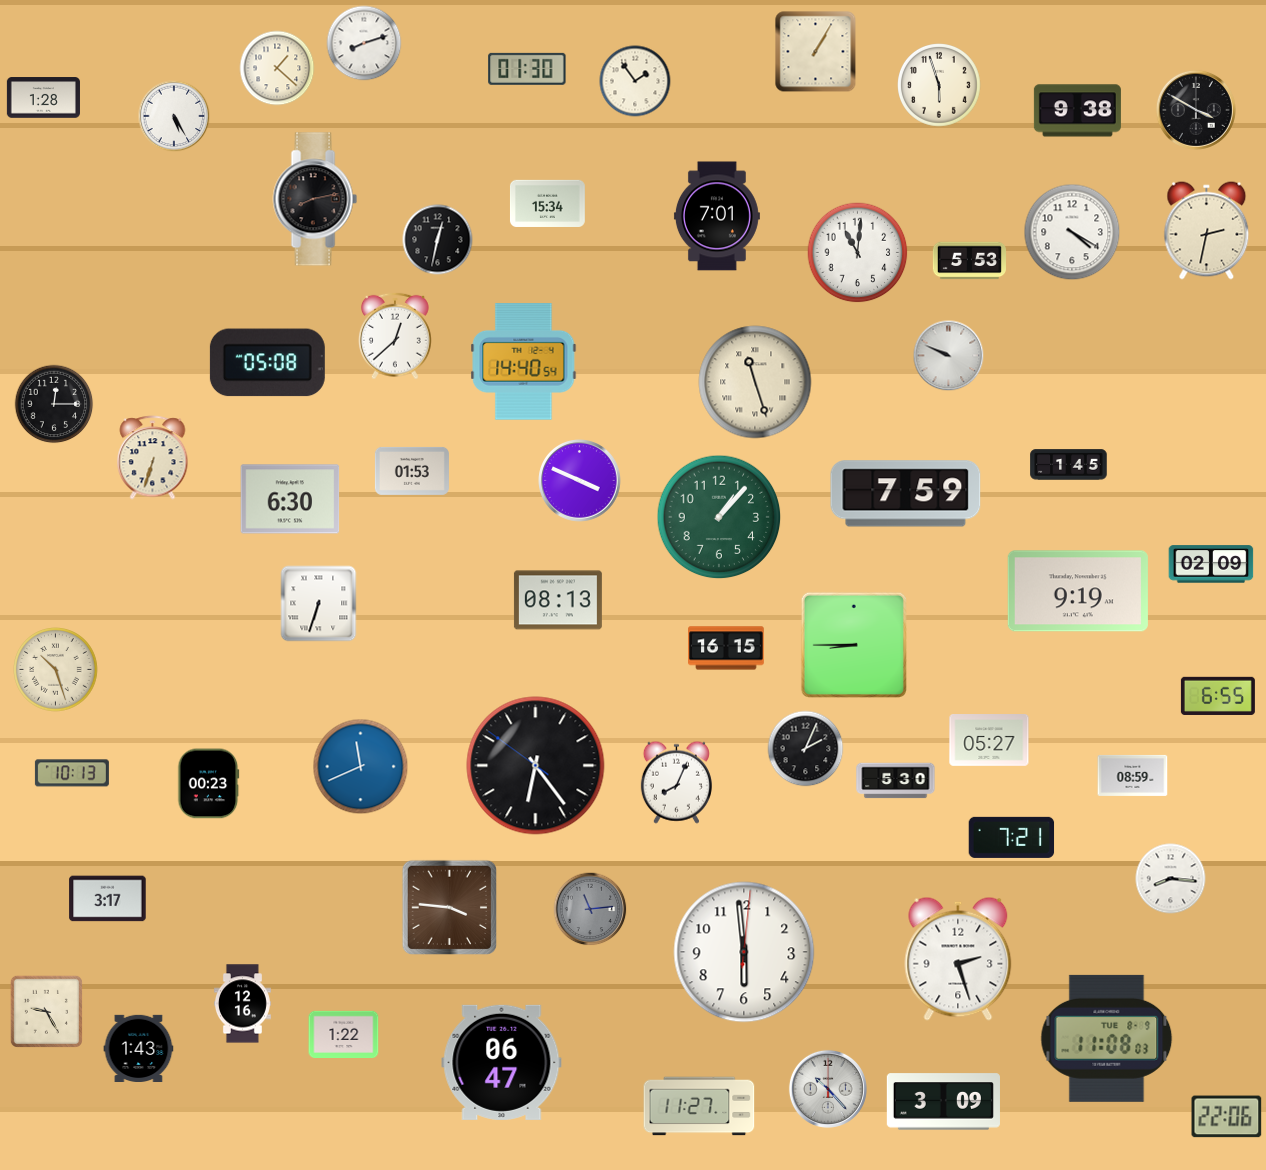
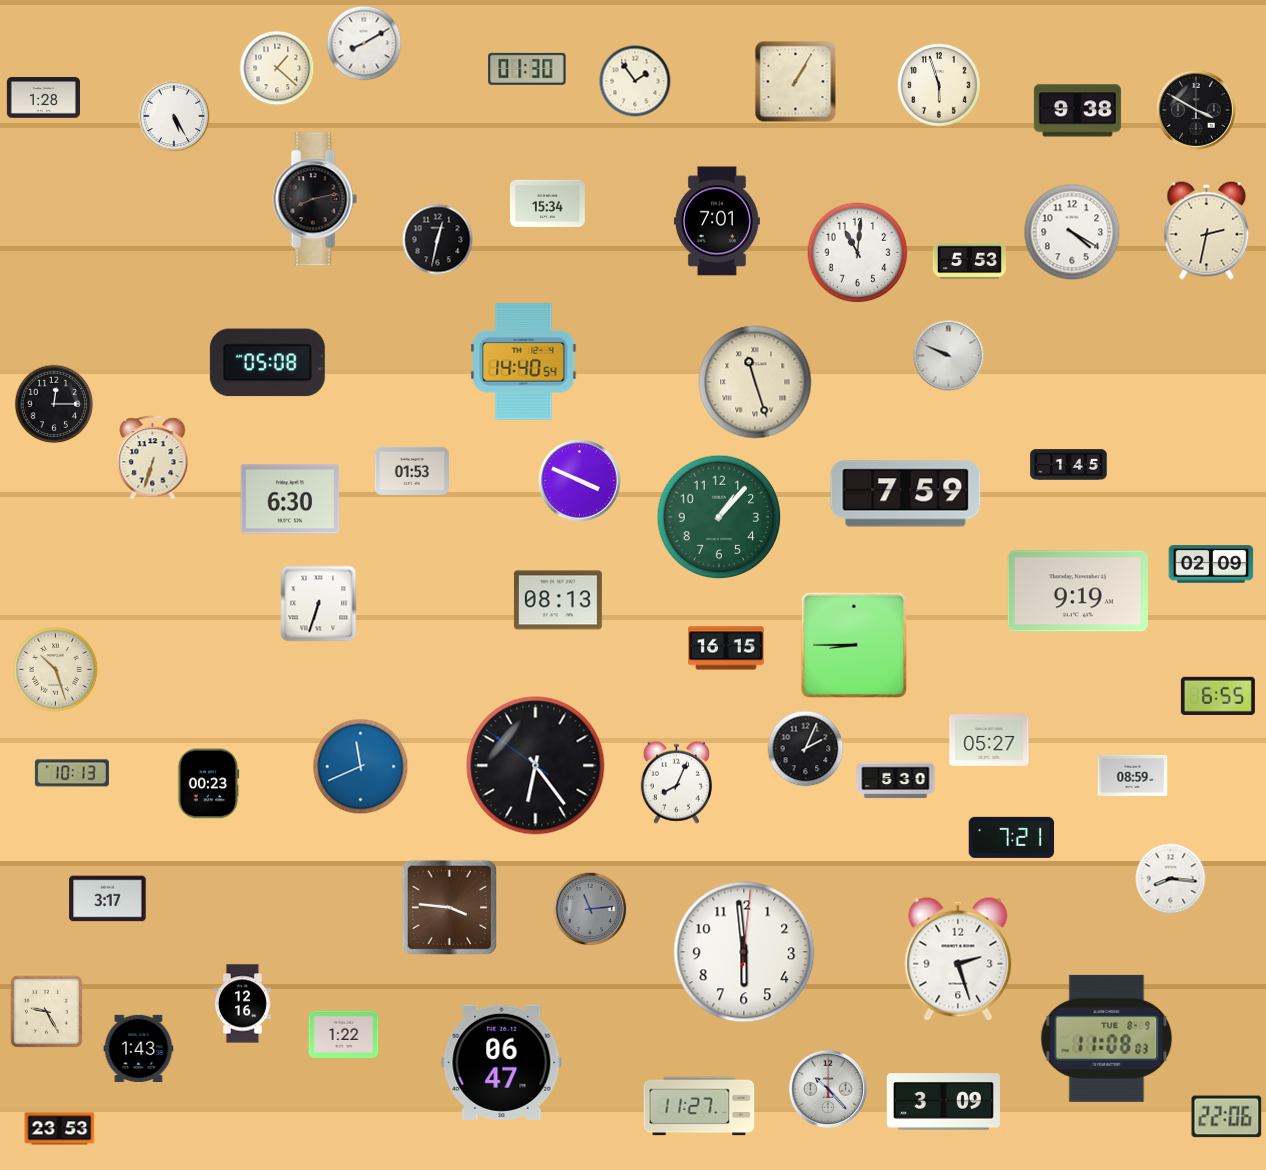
clock at (364, 43): 8:12 -> 8:10
clock at (816, 52) position: (816, 52) -> (796, 82)
clock at (717, 216) position: (717, 216) -> (717, 221)
clock at (395, 336): 12:38 -> none
clock at (60, 1129): none -> 23:53
